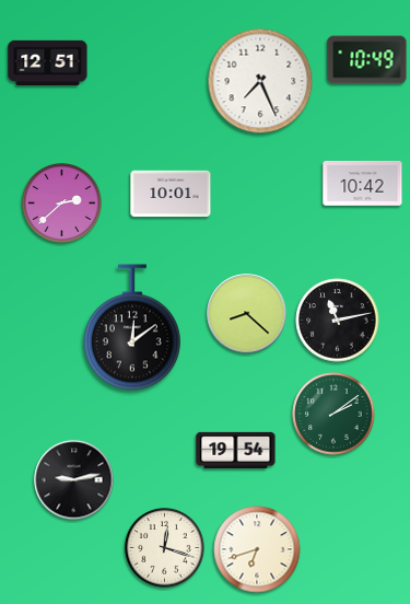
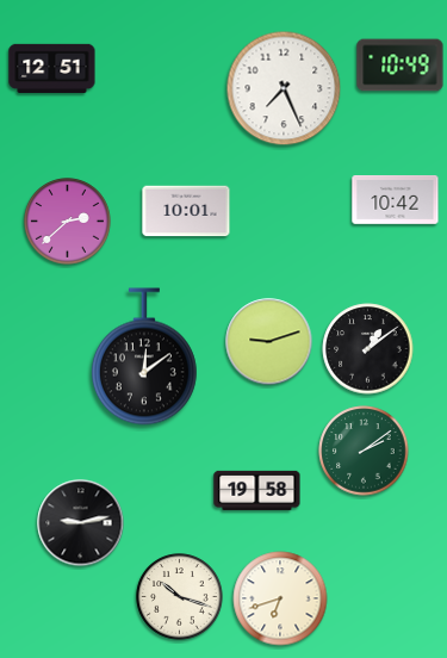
clock at (247, 314): 8:22 -> 9:12
clock at (338, 321): 11:13 -> 1:09
clock at (236, 450): 19:54 -> 19:58
clock at (165, 548): 12:18 -> 10:18
